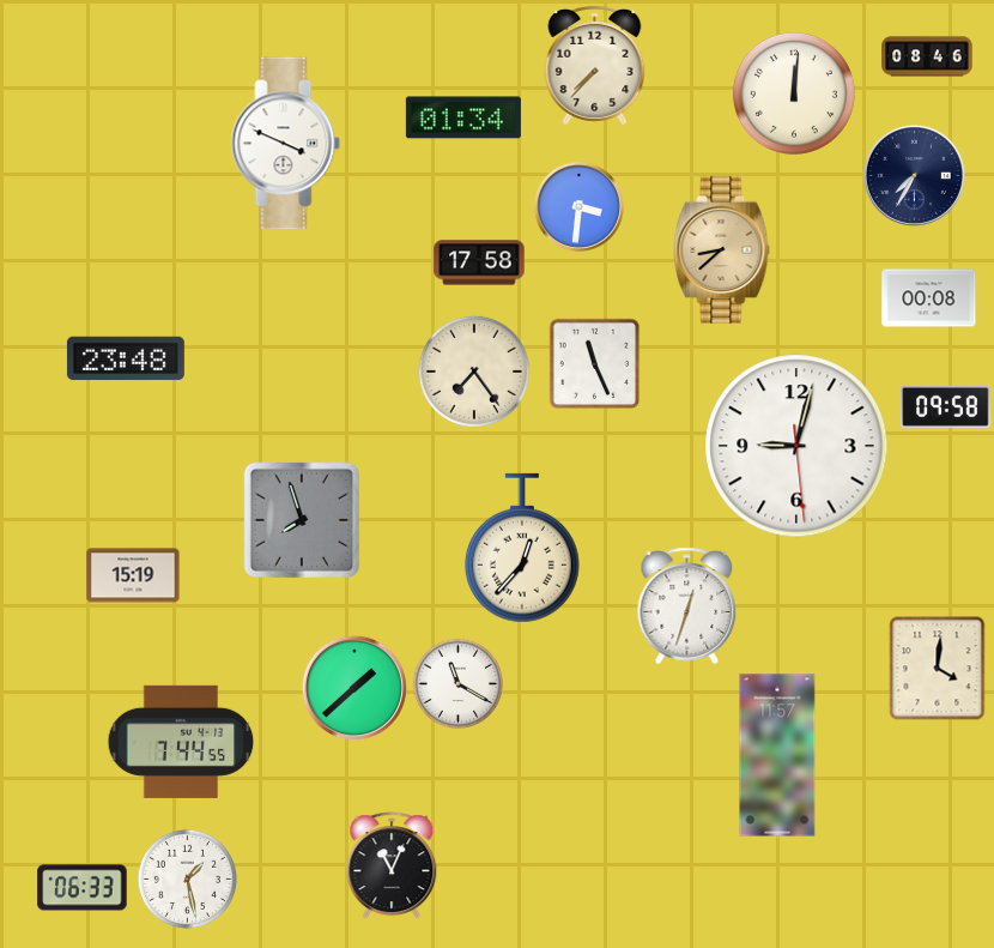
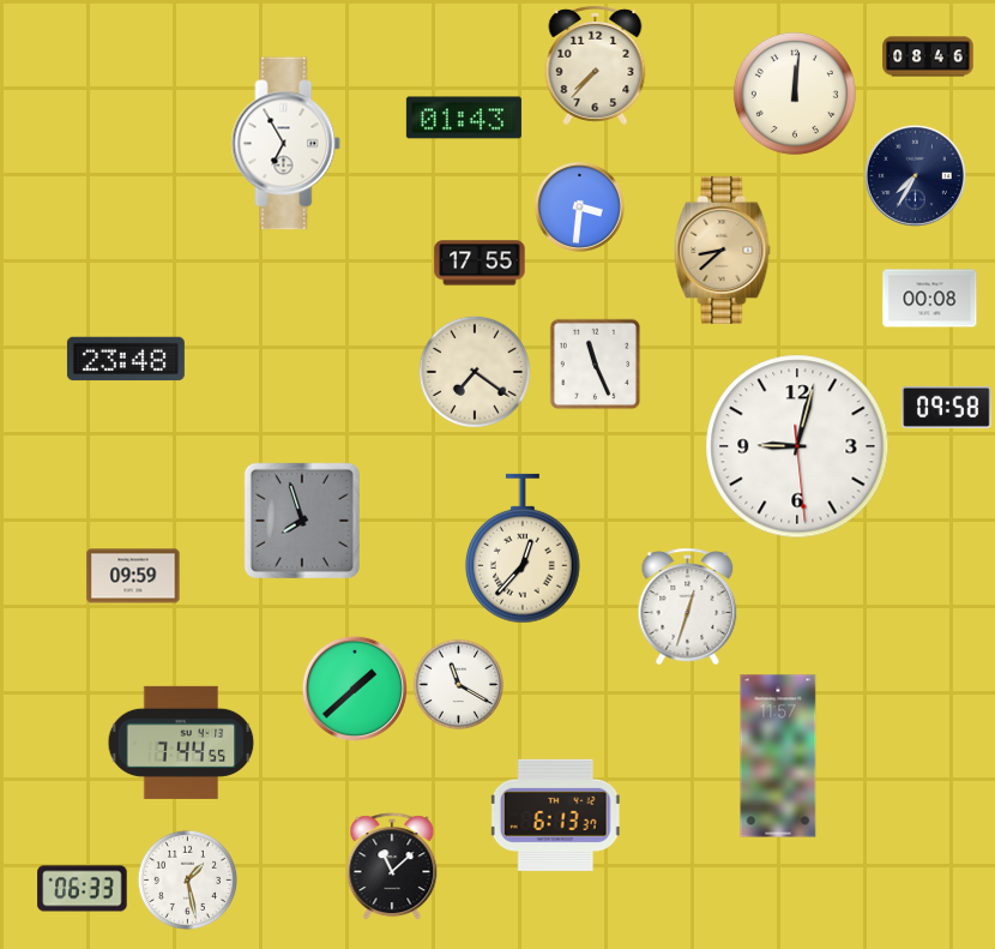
clock at (463, 117): 01:34 -> 01:43
clock at (286, 144): 3:49 -> 6:55
clock at (479, 262): 17:58 -> 17:55
clock at (474, 372): 7:24 -> 7:21
clock at (133, 575): 15:19 -> 09:59
clock at (938, 669): 4:01 -> none
clock at (555, 815): none -> 6:13
clock at (392, 867): 11:04 -> 11:08
